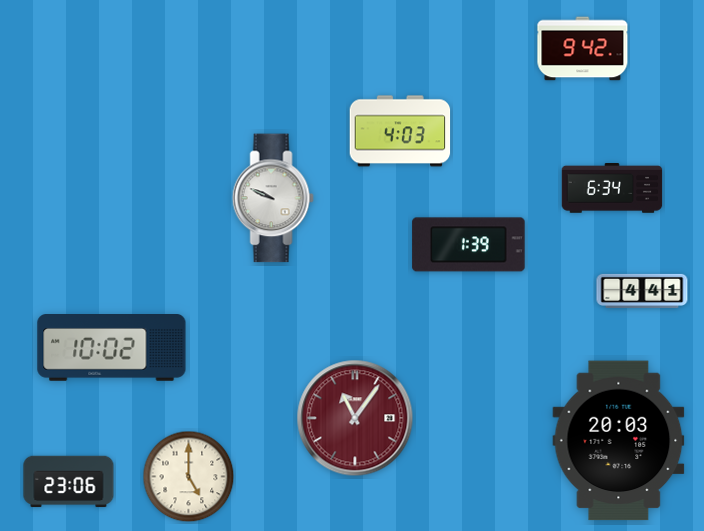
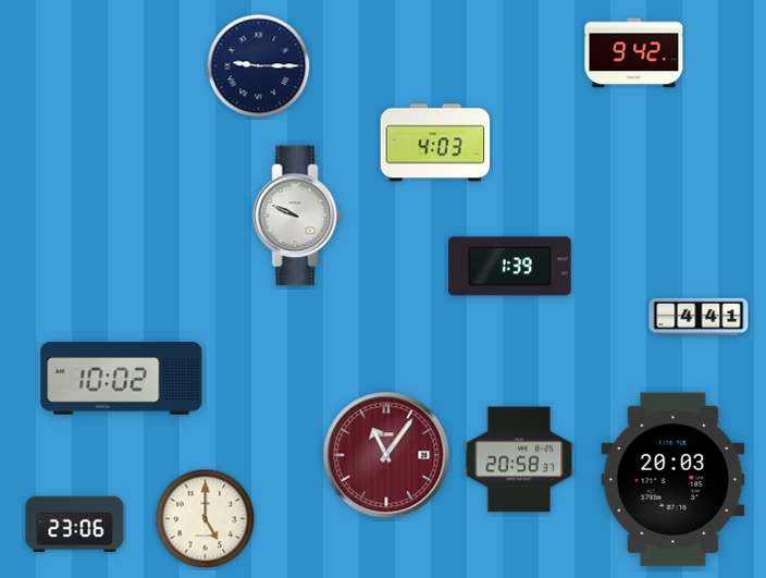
clock at (259, 66): none -> 9:15
clock at (612, 189): 6:34 -> none
clock at (519, 459): none -> 20:58
